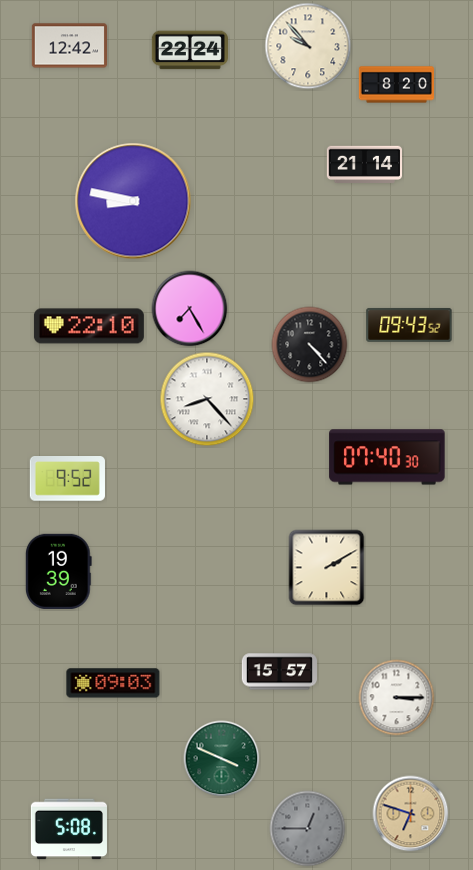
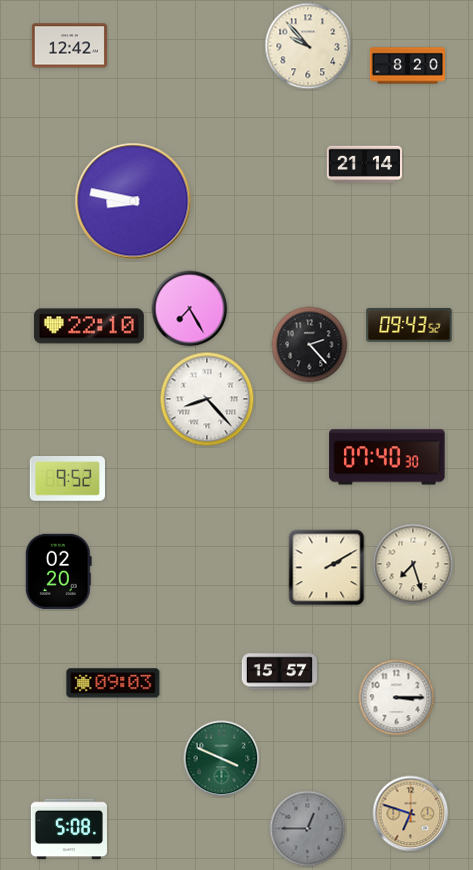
clock at (190, 50): 22:24 -> none
clock at (397, 85) position: (397, 85) -> (408, 66)
clock at (310, 345): 4:23 -> 2:23
clock at (413, 564): none -> 7:27
clock at (58, 571): 19:39 -> 02:20
